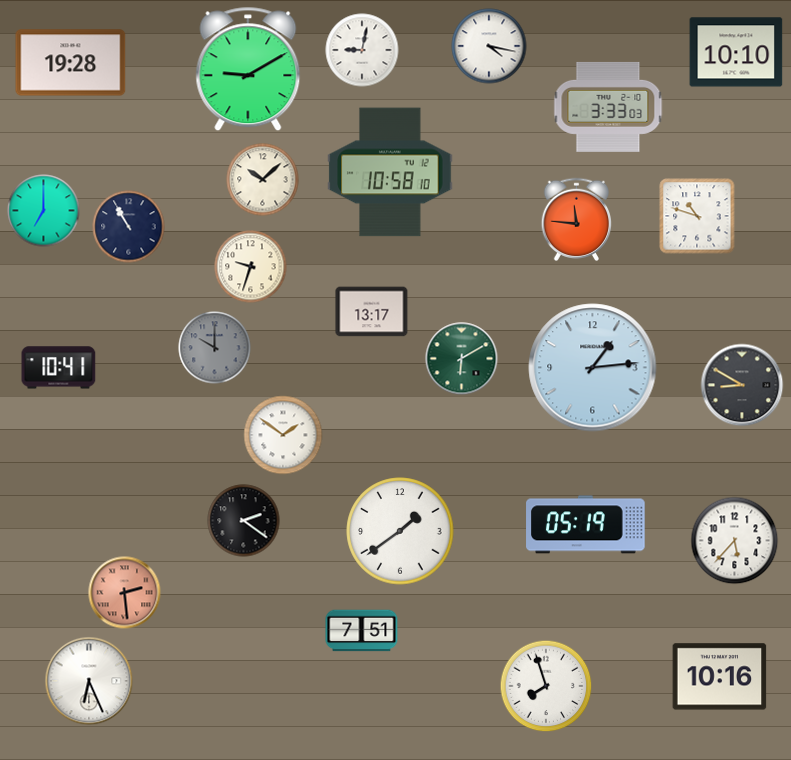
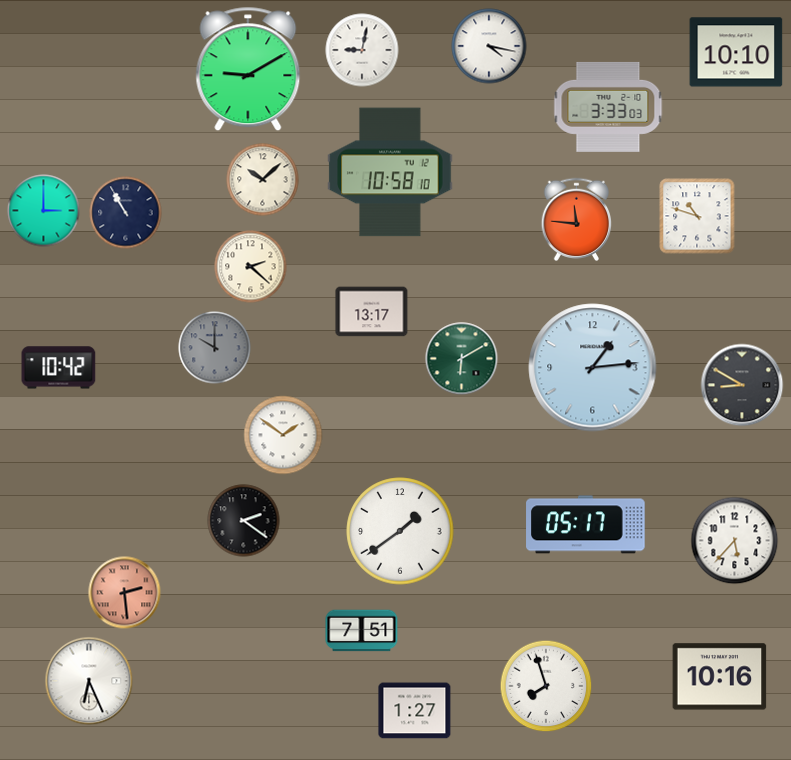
clock at (71, 63): 19:28 -> none
clock at (44, 211): 7:00 -> 3:00
clock at (129, 227) position: (129, 227) -> (126, 213)
clock at (251, 267): 9:33 -> 2:22
clock at (59, 368): 10:41 -> 10:42
clock at (586, 525): 05:19 -> 05:17
clock at (415, 711): none -> 1:27
